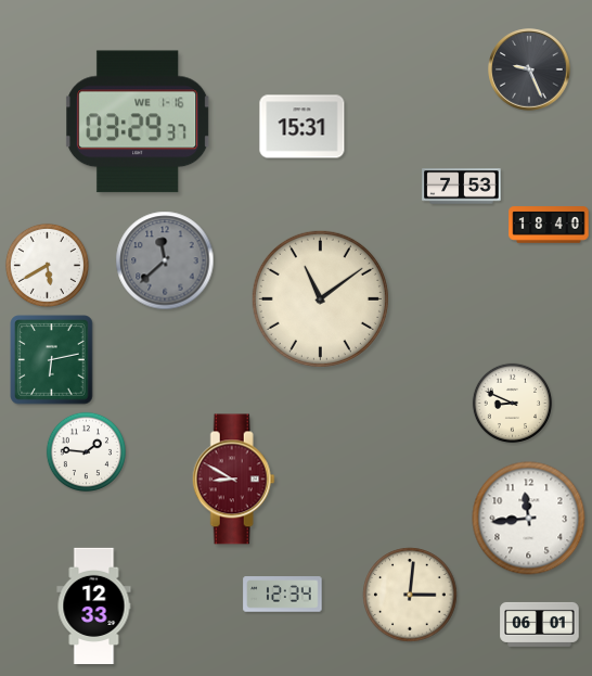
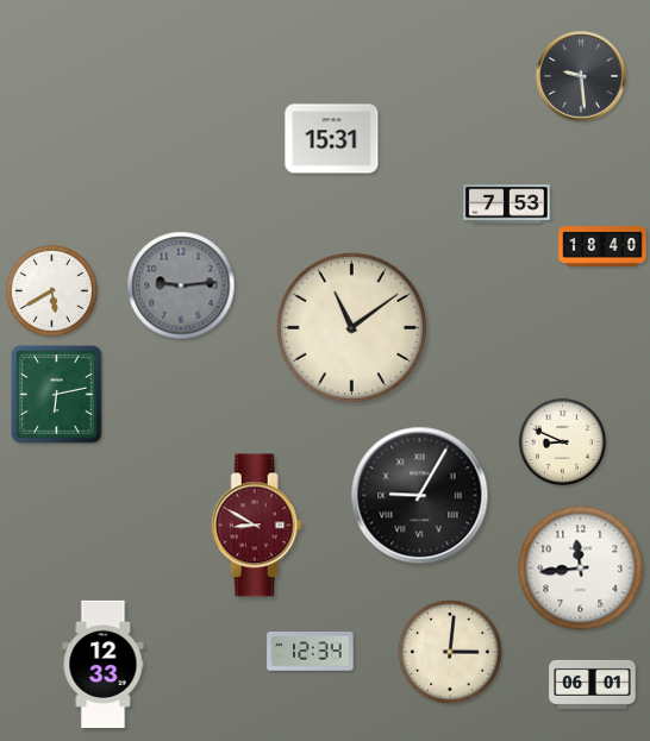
clock at (529, 69): 9:26 -> 9:29
clock at (139, 122): 03:29 -> none
clock at (165, 260): 11:38 -> 9:14
clock at (86, 451): 1:46 -> none
clock at (420, 496): none -> 9:05
